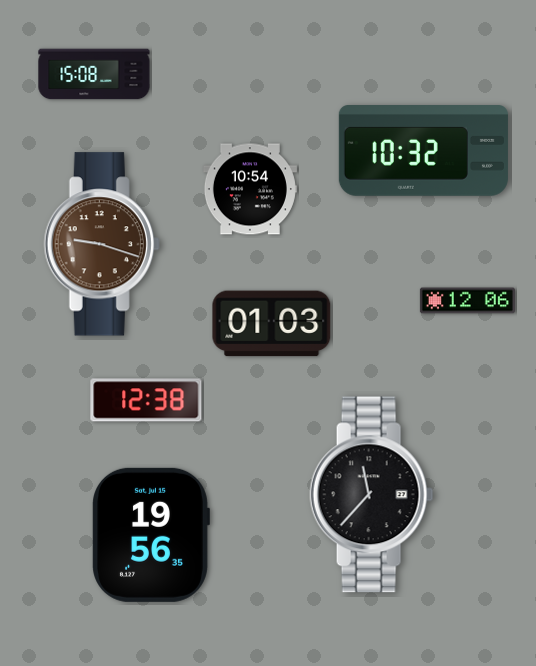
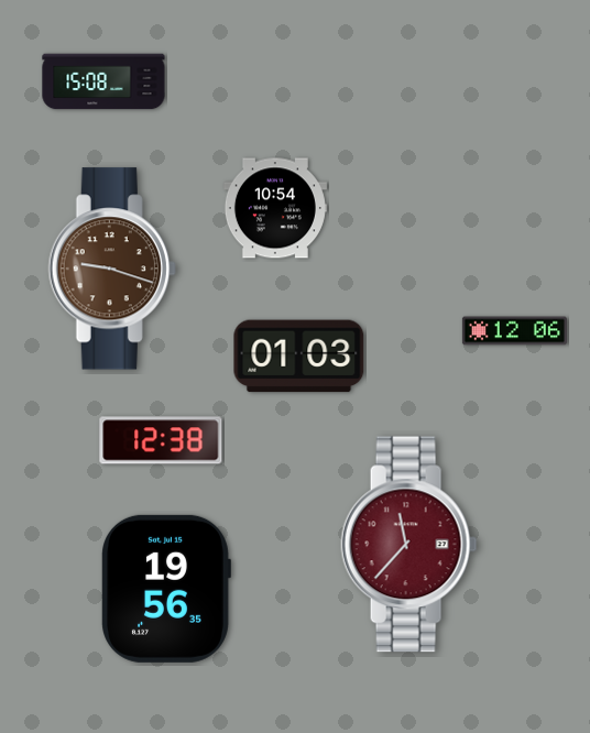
clock at (423, 151): 10:32 -> none
clock at (372, 495) dial: black -> burgundy
